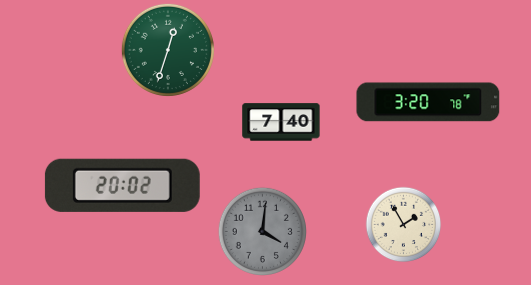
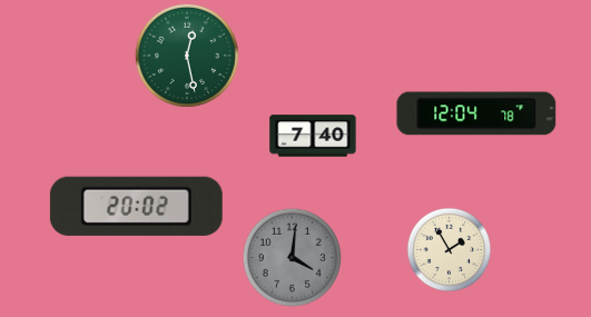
clock at (168, 50): 12:33 -> 12:28
clock at (428, 102): 3:20 -> 12:04
